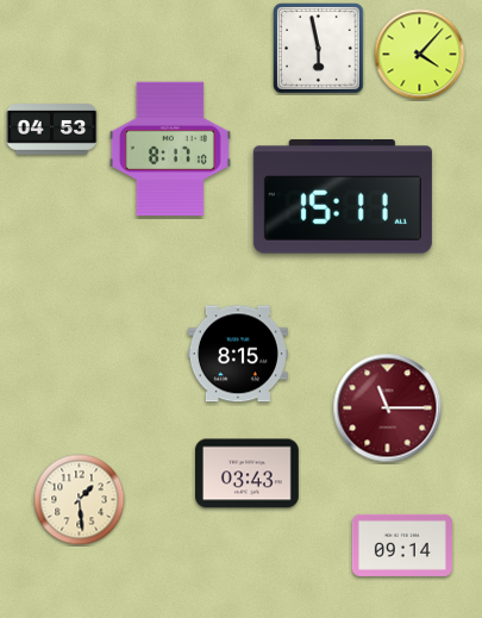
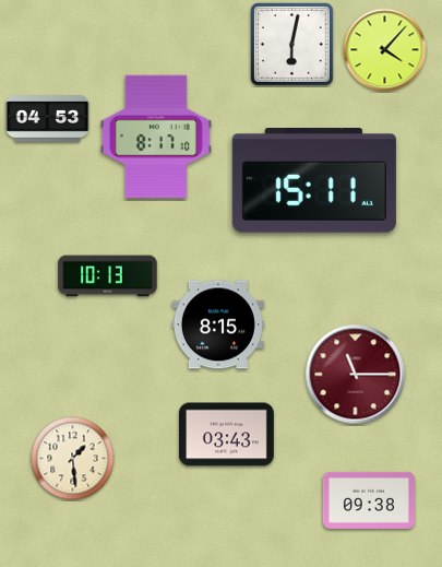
clock at (319, 49): 5:58 -> 6:02
clock at (108, 276): none -> 10:13
clock at (402, 545): 09:14 -> 09:38
